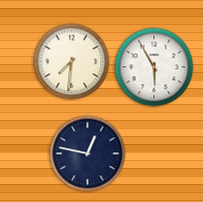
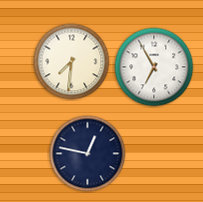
clock at (154, 67): 5:55 -> 6:55
